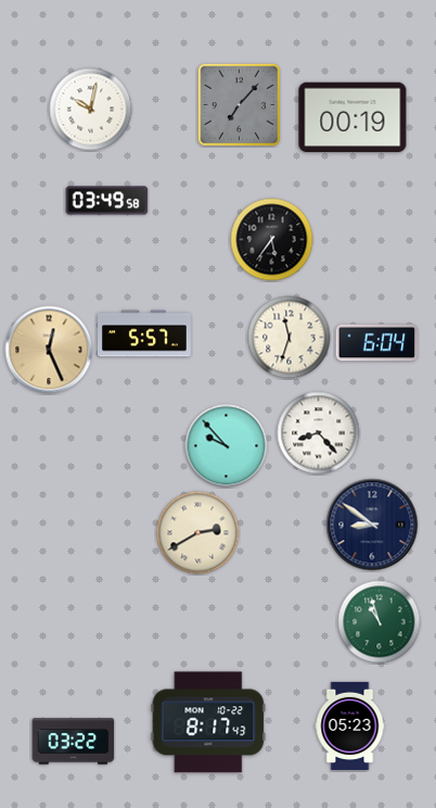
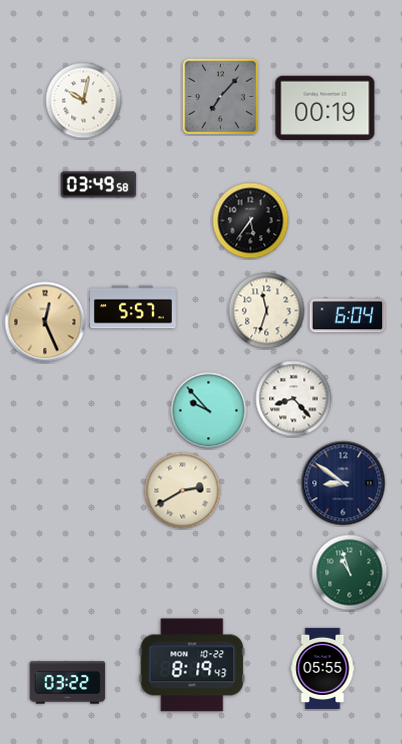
clock at (208, 722): 8:17 -> 8:19
clock at (350, 725): 05:23 -> 05:55
